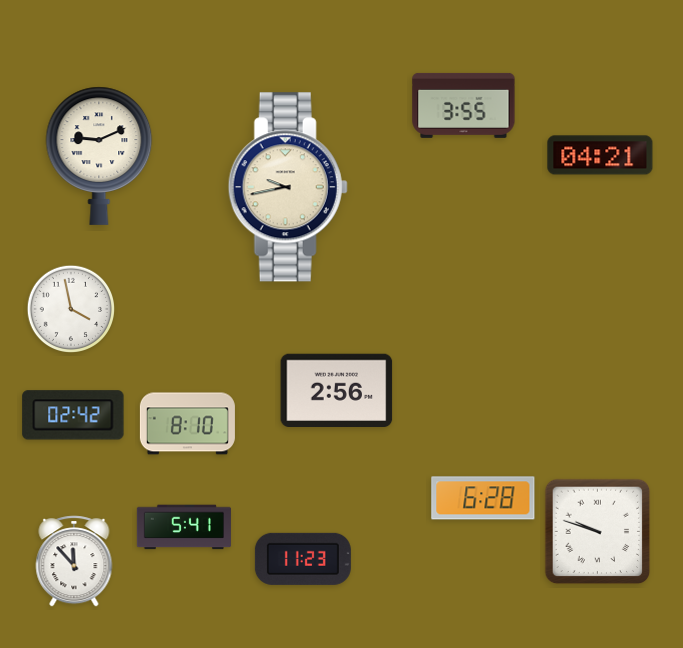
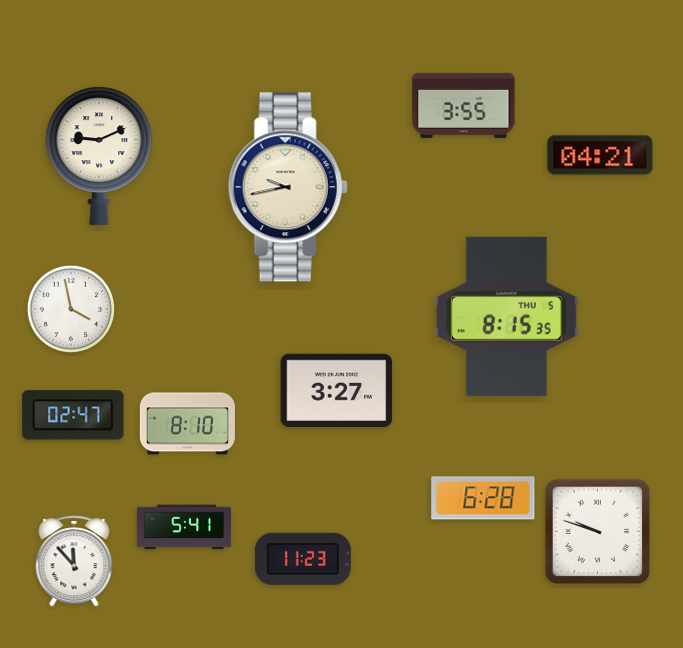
clock at (506, 316): none -> 8:15
clock at (337, 390): 2:56 -> 3:27
clock at (73, 415): 02:42 -> 02:47
